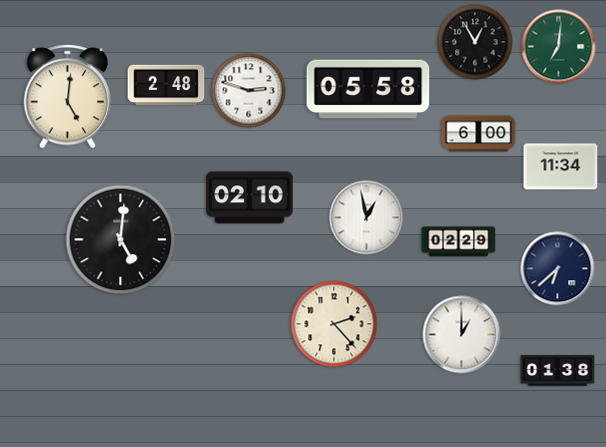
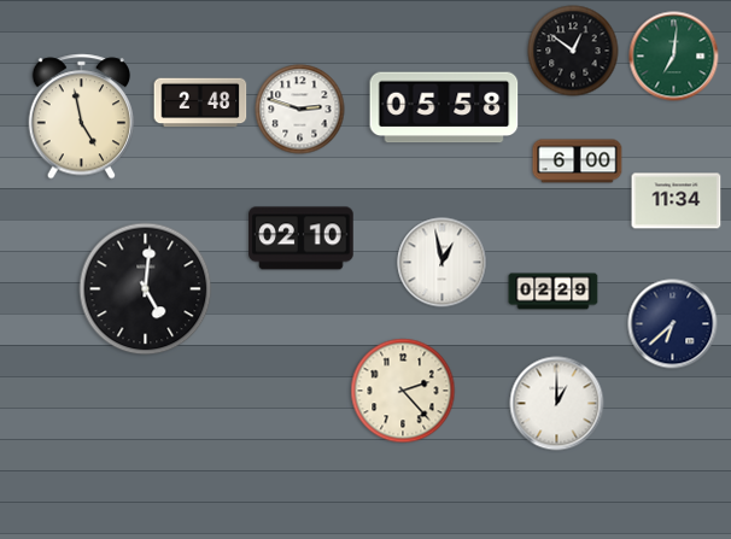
clock at (475, 42): 12:55 -> 12:51
clock at (68, 97): 5:01 -> 4:58
clock at (558, 371): 01:38 -> none
